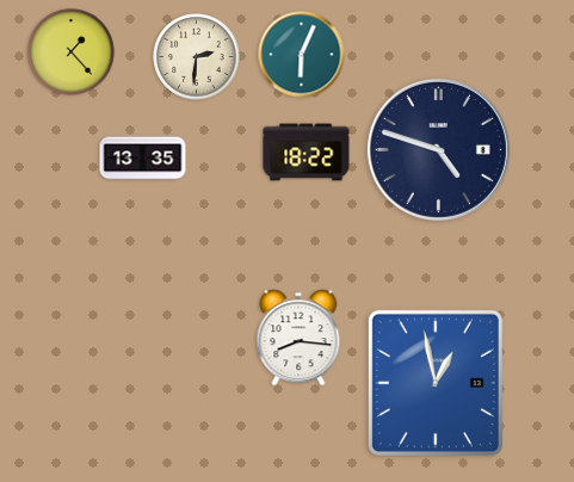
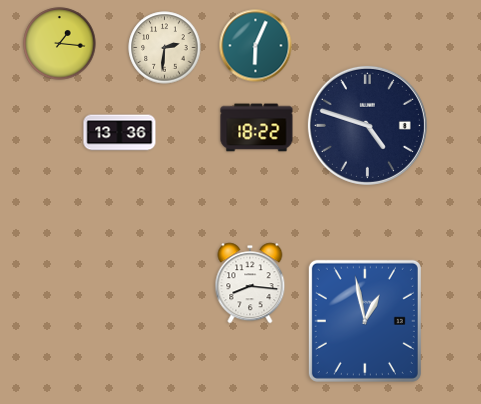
clock at (72, 52): 1:23 -> 1:16
clock at (302, 55) position: (302, 55) -> (256, 46)
clock at (143, 159): 13:35 -> 13:36
